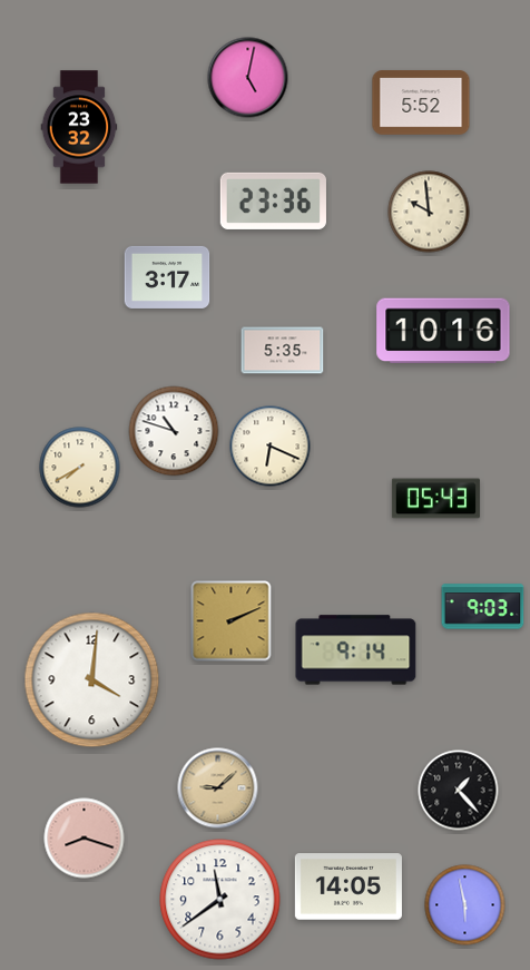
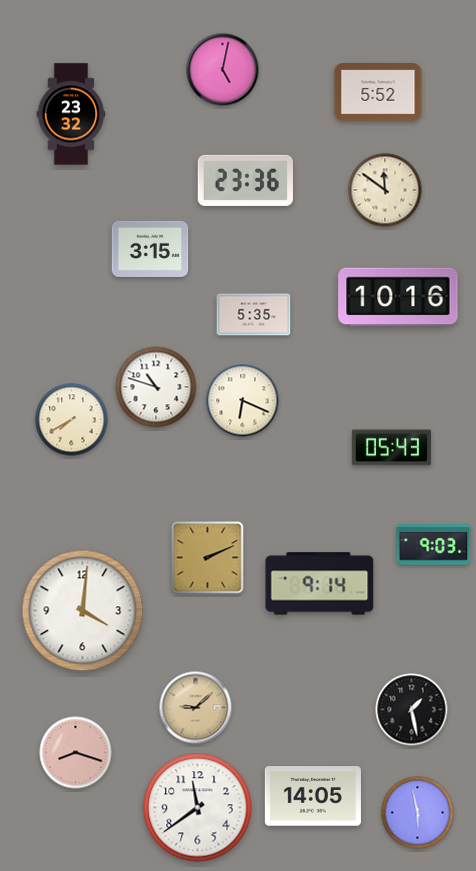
clock at (429, 212): 9:59 -> 11:51
clock at (167, 277): 3:17 -> 3:15
clock at (459, 791): 1:23 -> 1:28
